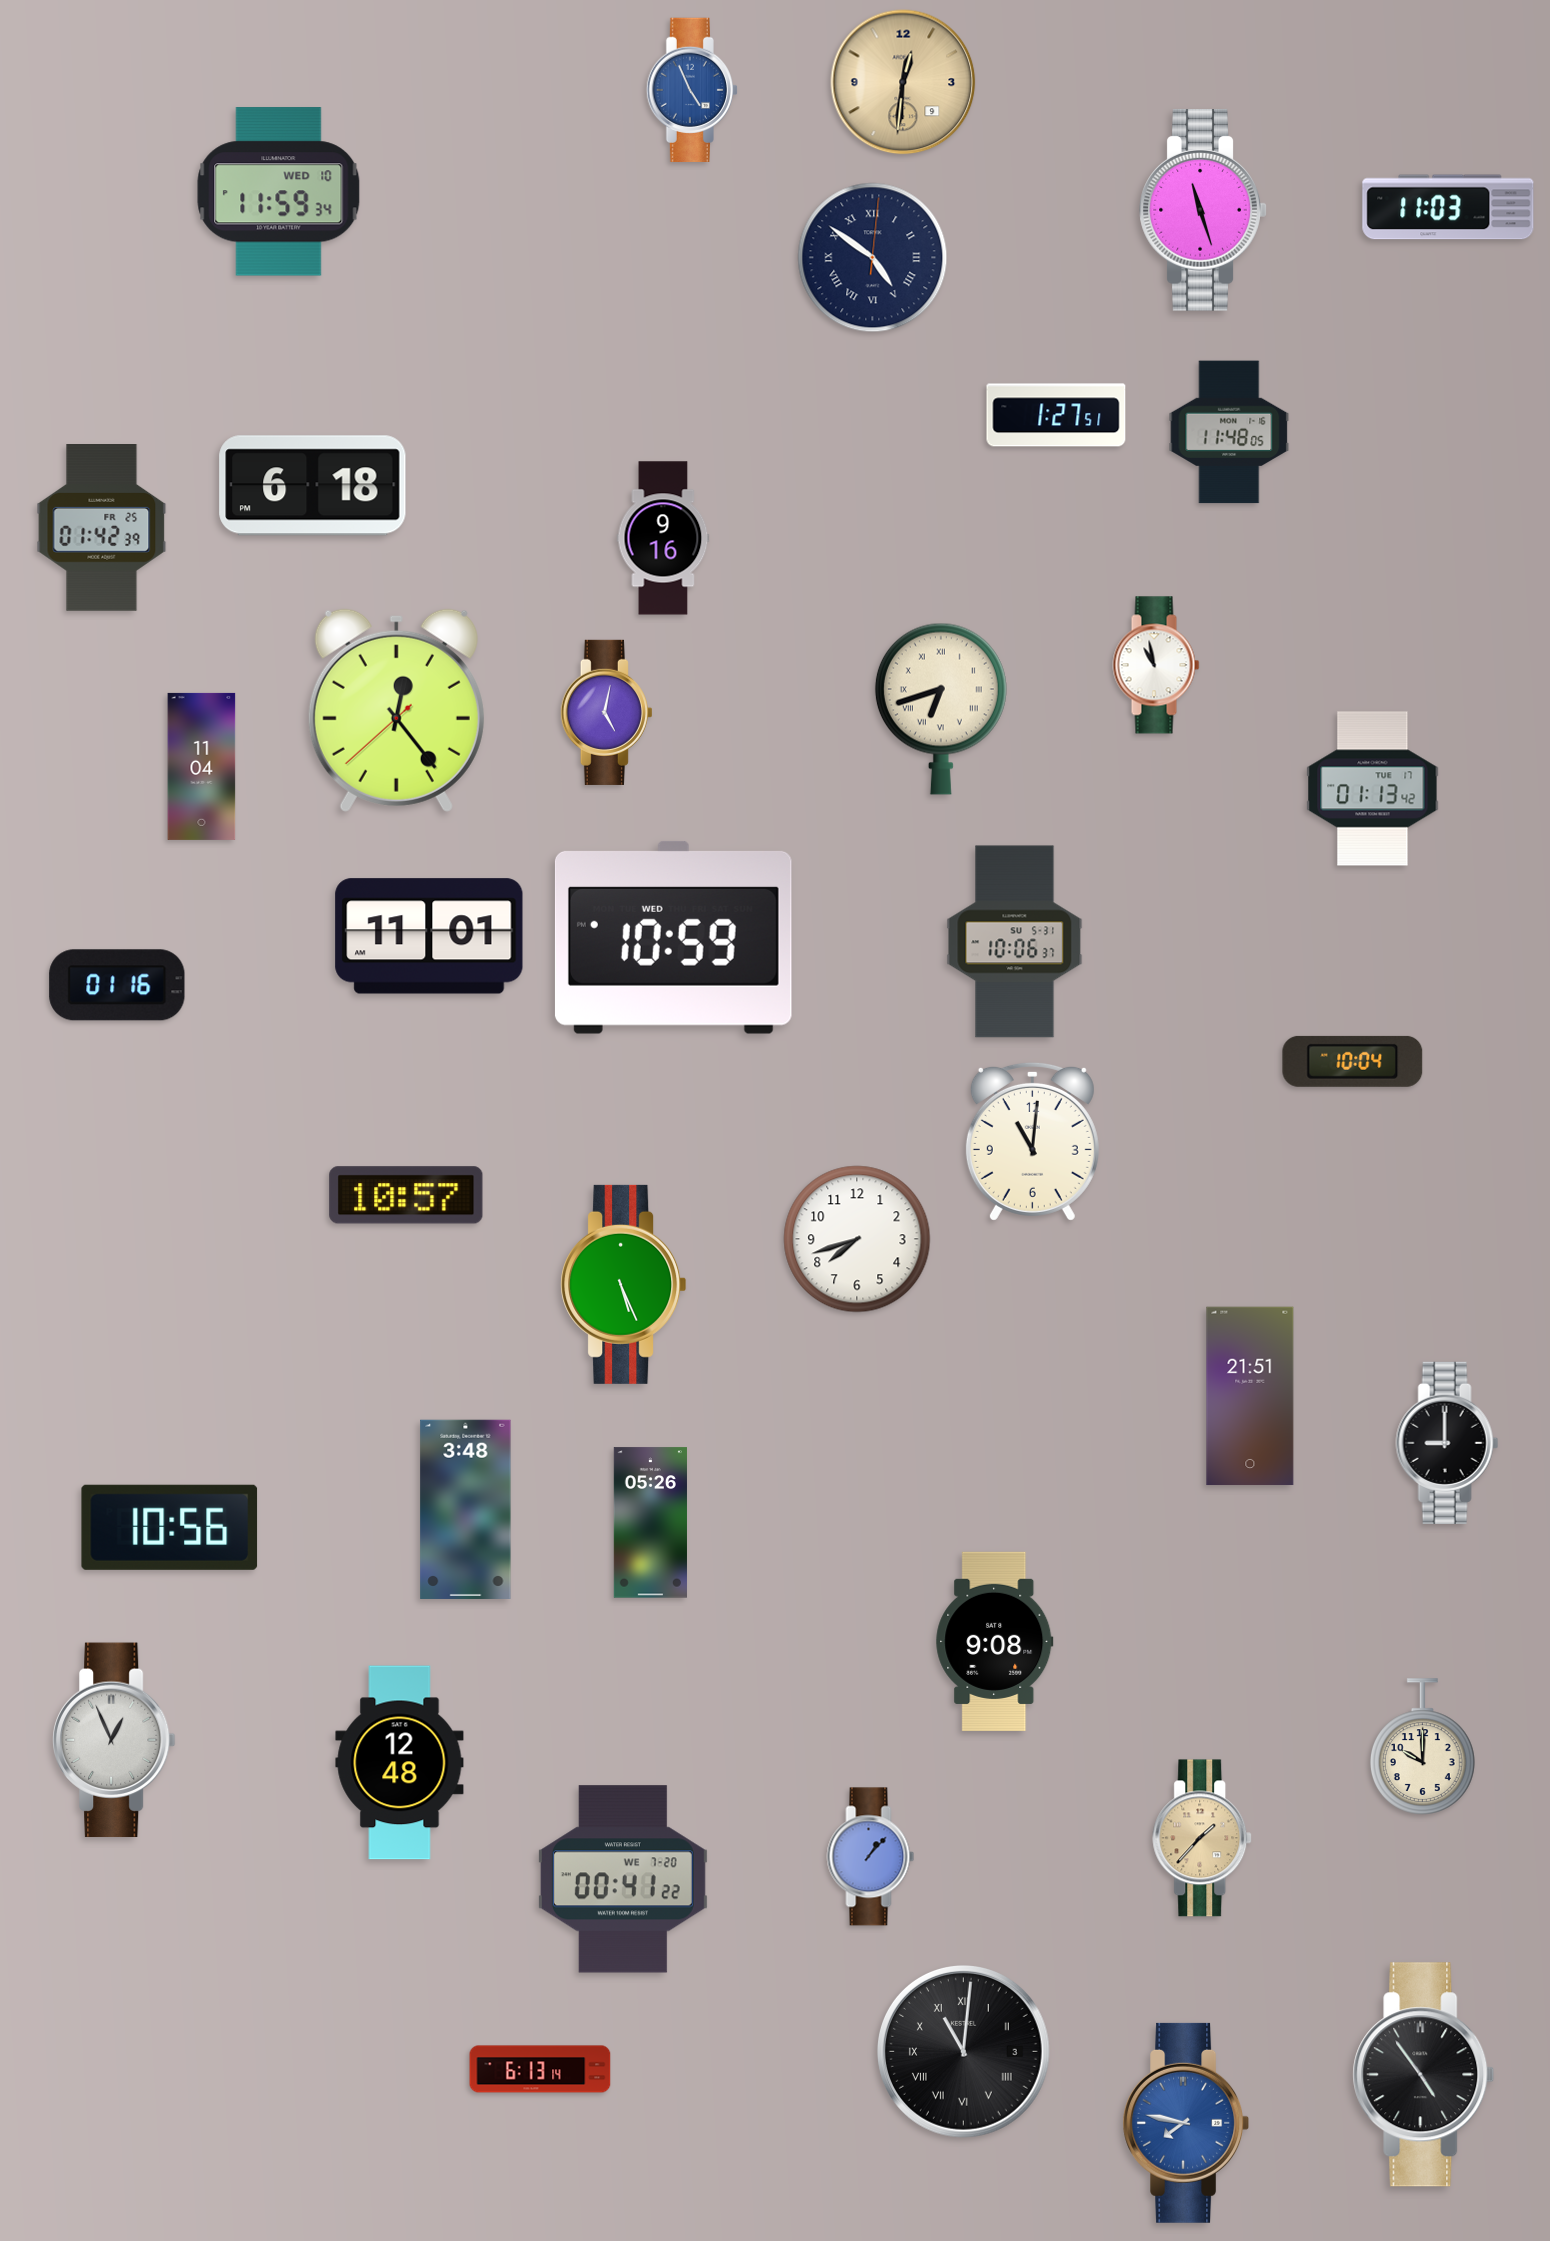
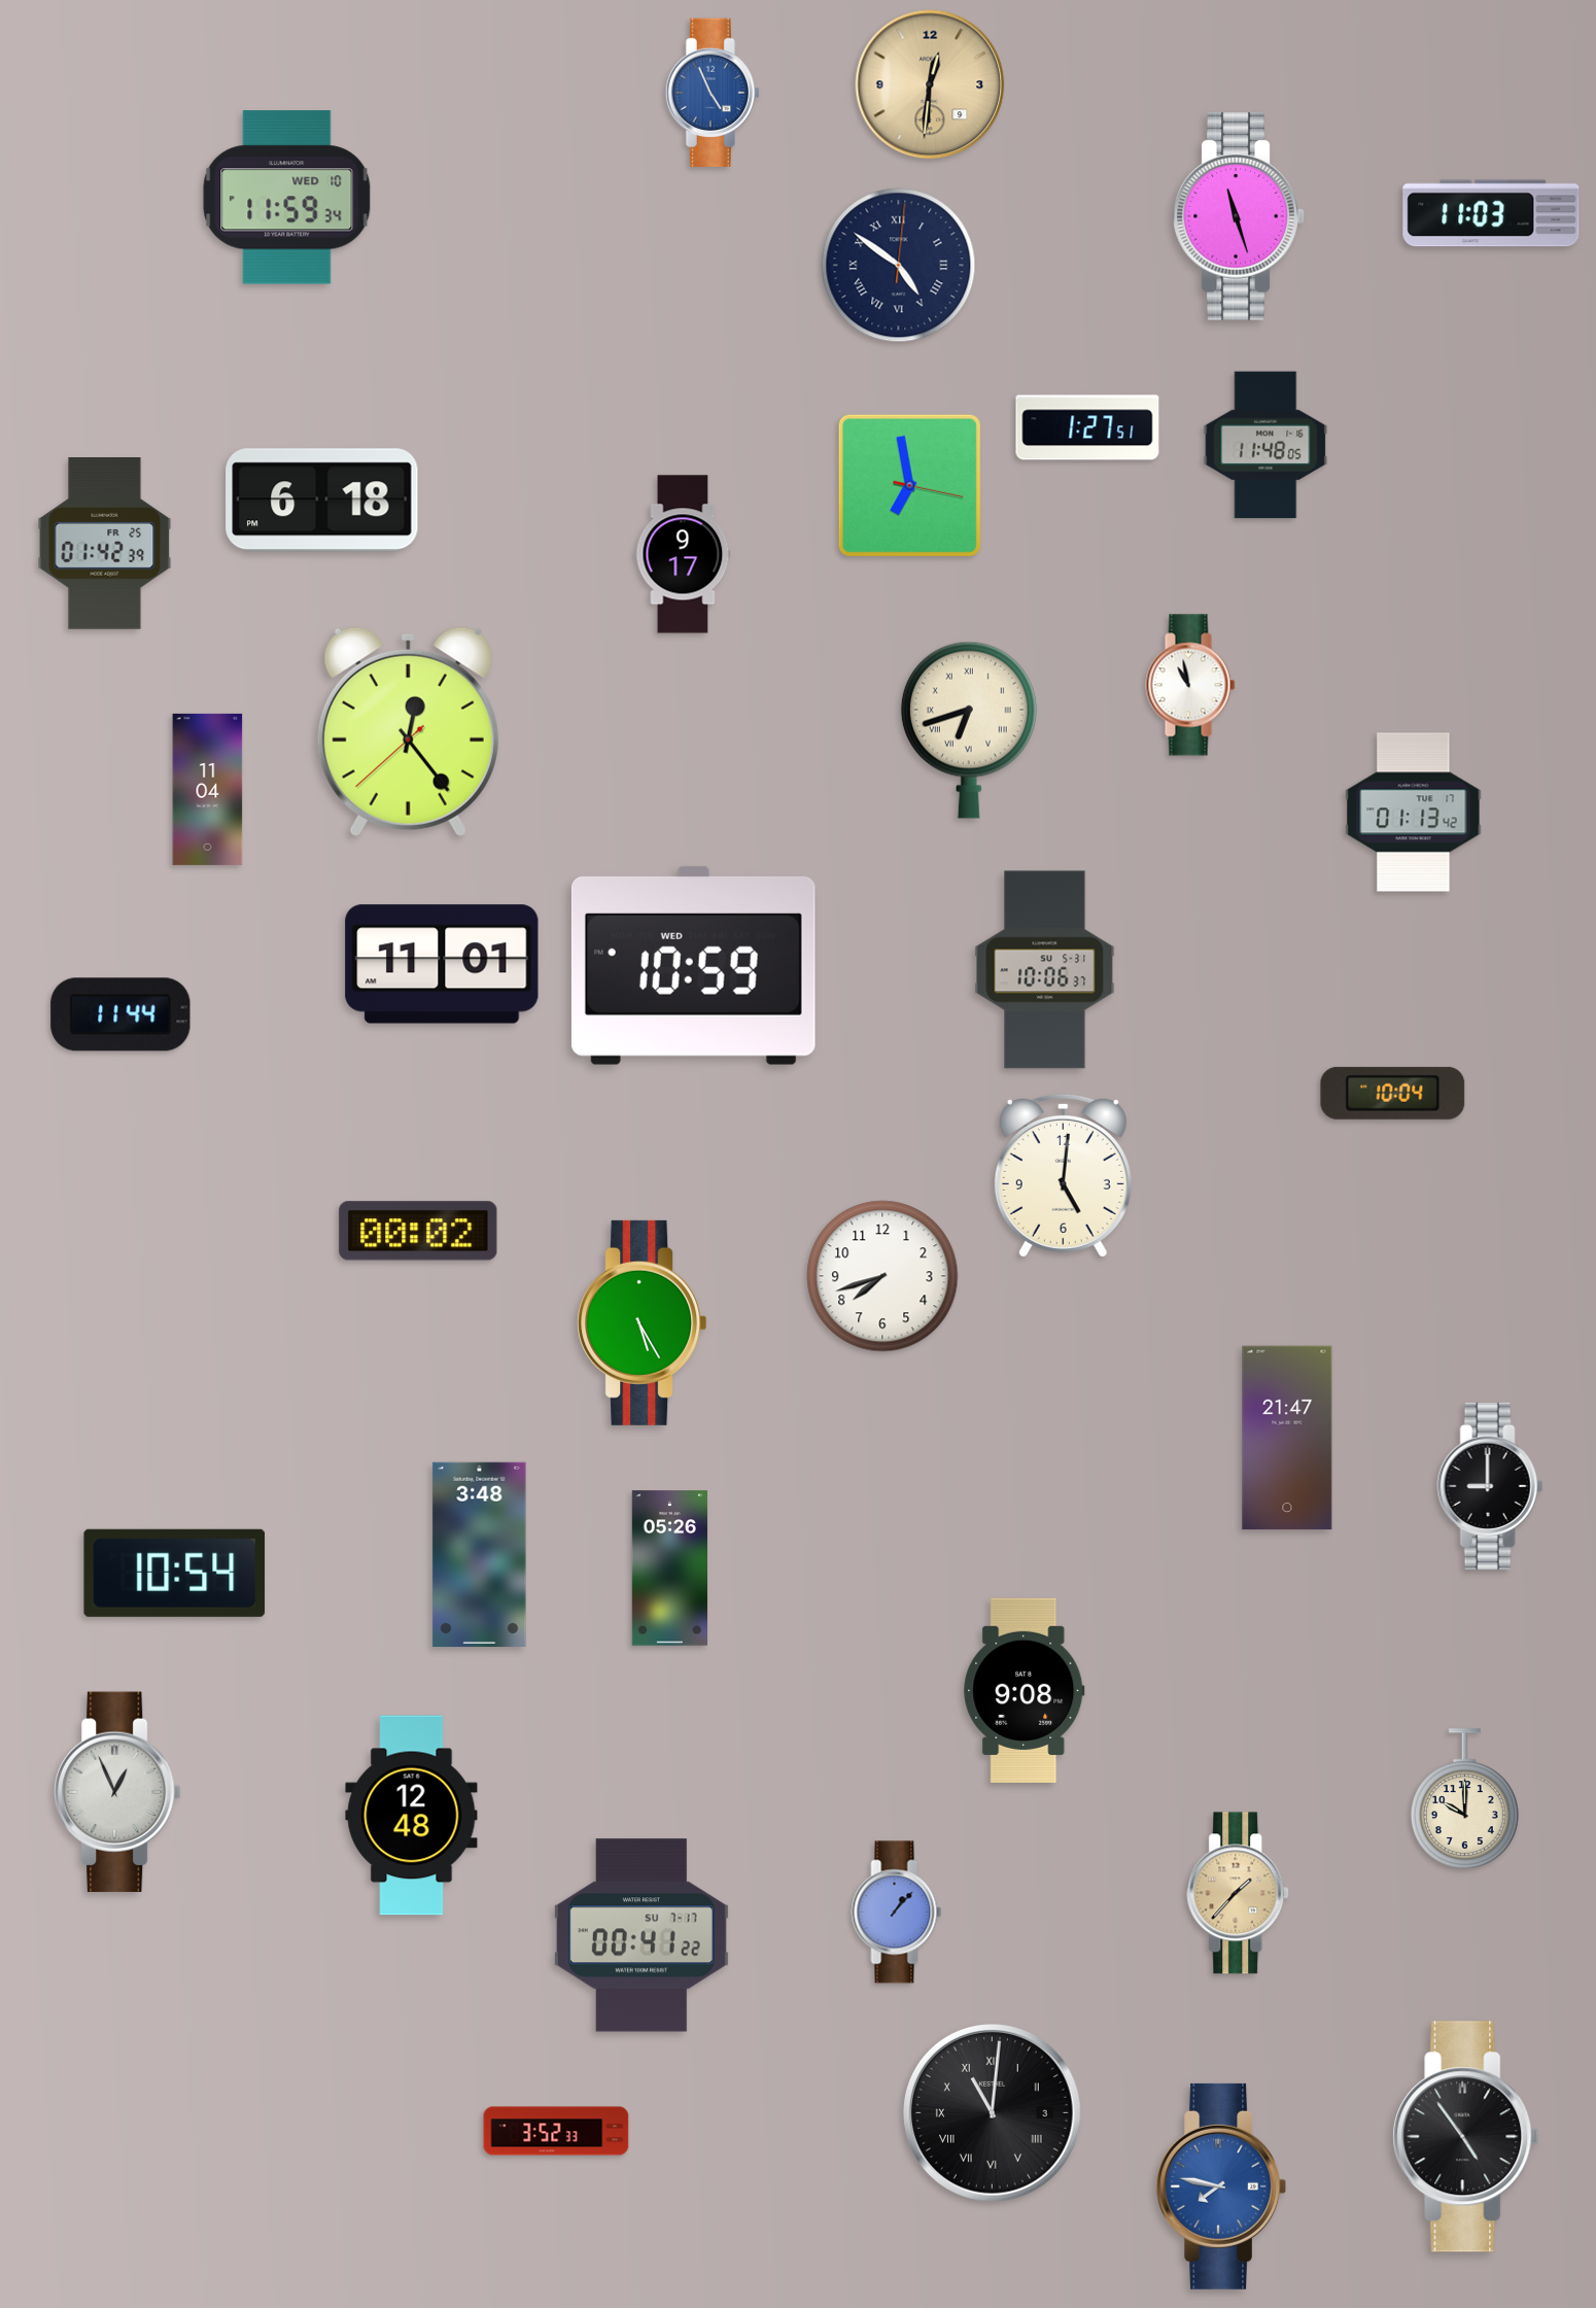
clock at (909, 485): none -> 6:58
clock at (663, 538): 9:16 -> 9:17
clock at (606, 712): 5:02 -> none
clock at (117, 985): 01:16 -> 11:44
clock at (1032, 1141): 11:01 -> 5:01
clock at (406, 1195): 10:57 -> 00:02
clock at (624, 1284): 5:26 -> 5:25
clock at (1250, 1396): 21:51 -> 21:47
clock at (170, 1527): 10:56 -> 10:54
clock at (623, 1879) date: WE 7-20 -> SU 7-17
clock at (540, 2069): 6:13 -> 3:52
